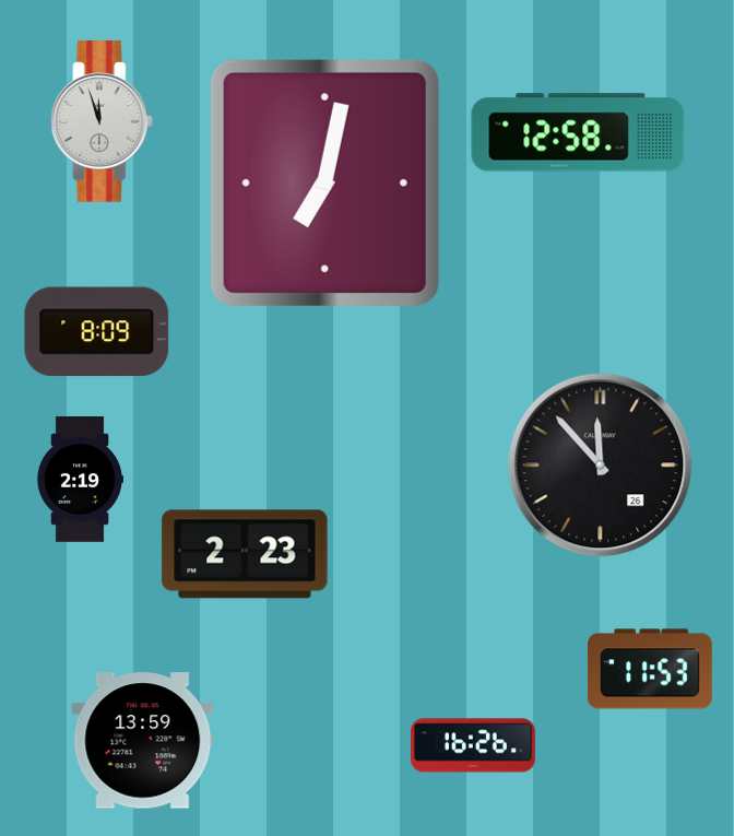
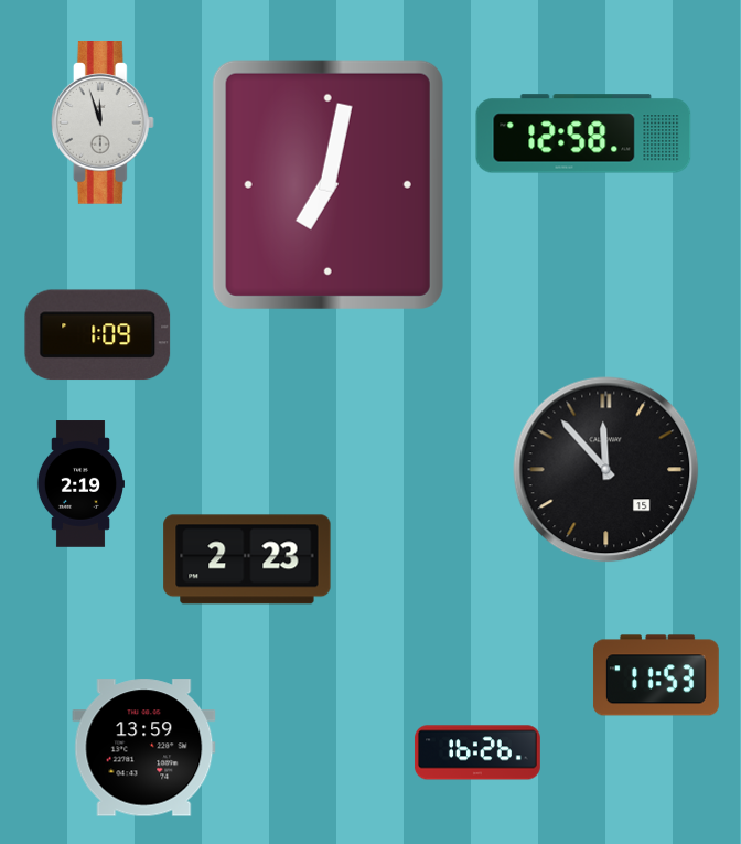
clock at (97, 332): 8:09 -> 1:09
clock at (601, 466) date: 26 -> 15
